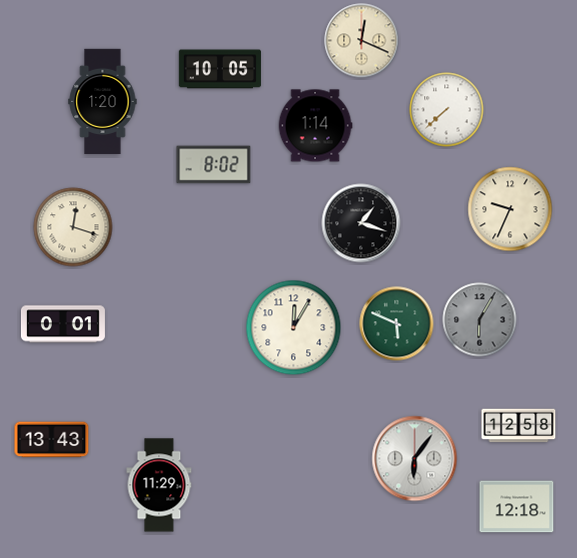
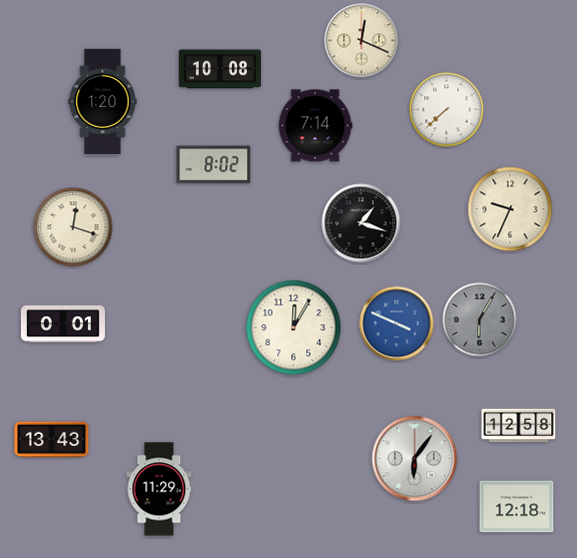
clock at (220, 69): 10:05 -> 10:08
clock at (315, 126): 1:14 -> 7:14
clock at (397, 324): 5:49 -> 3:49
clock at (397, 324) dial: green -> blue
clock at (159, 485) position: (159, 485) -> (159, 489)
